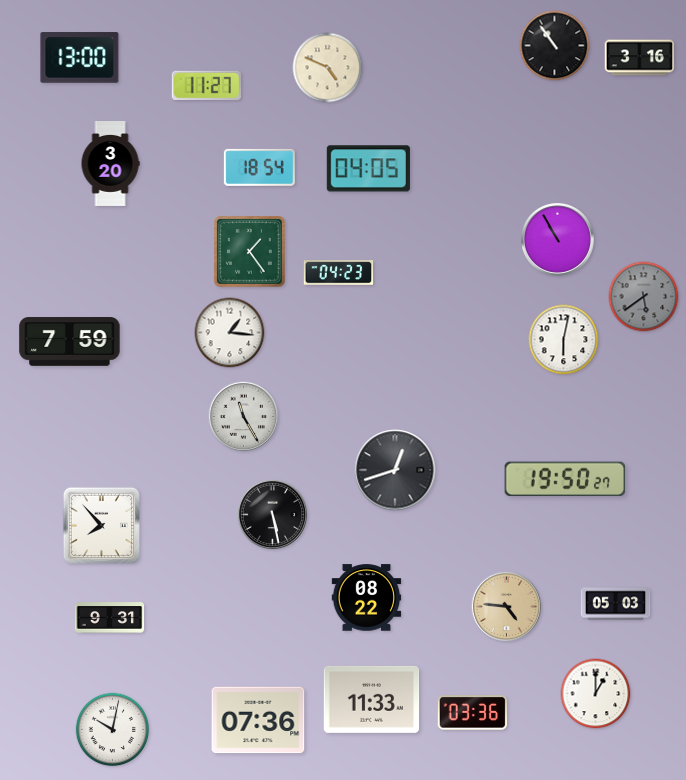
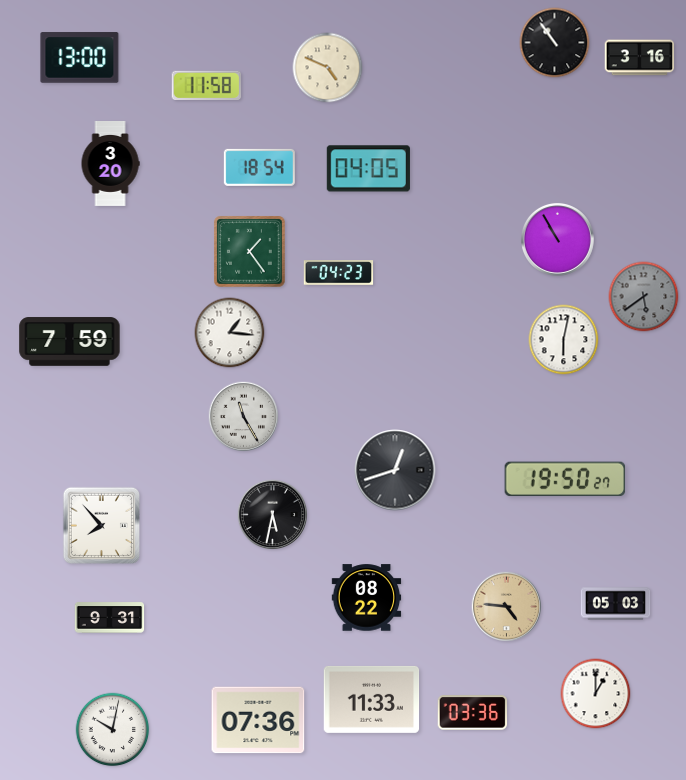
clock at (555, 46) position: (555, 46) -> (555, 43)
clock at (207, 85): 11:27 -> 11:58
clock at (272, 514): 5:28 -> 5:32
